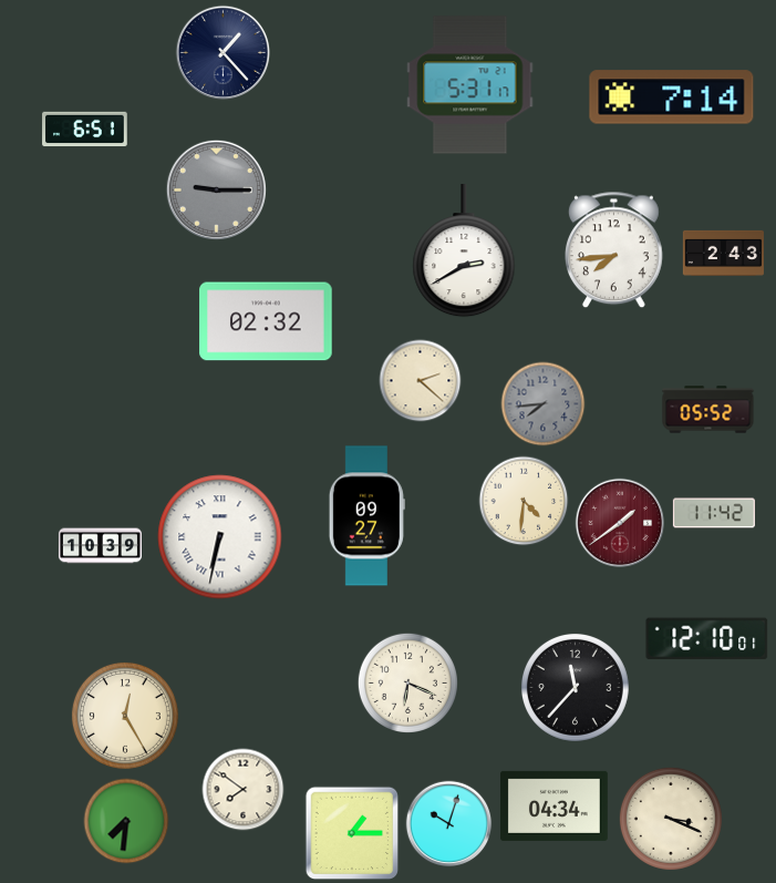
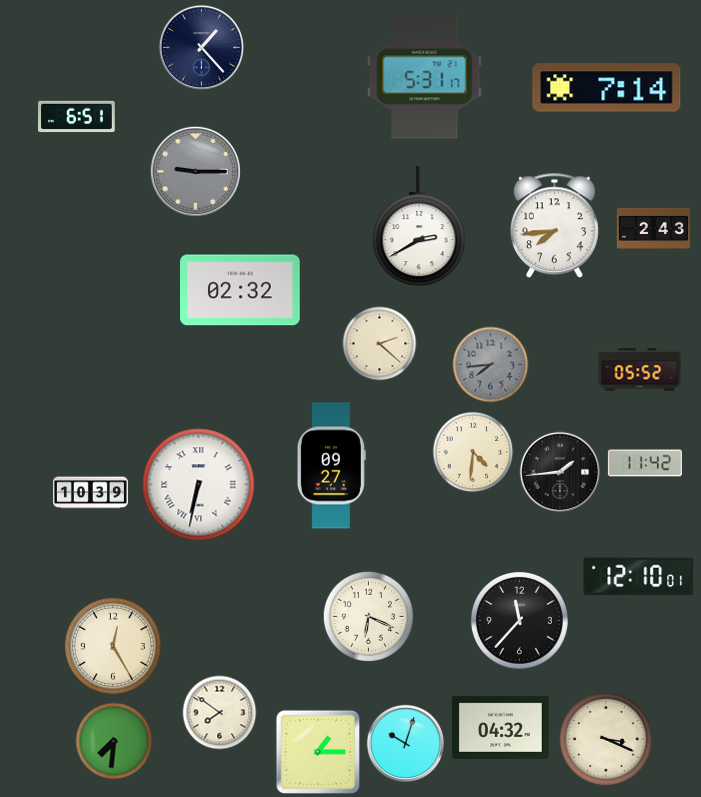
clock at (620, 523): 1:39 -> 1:44
clock at (620, 523) dial: burgundy -> black
clock at (553, 805): 04:34 -> 04:32
